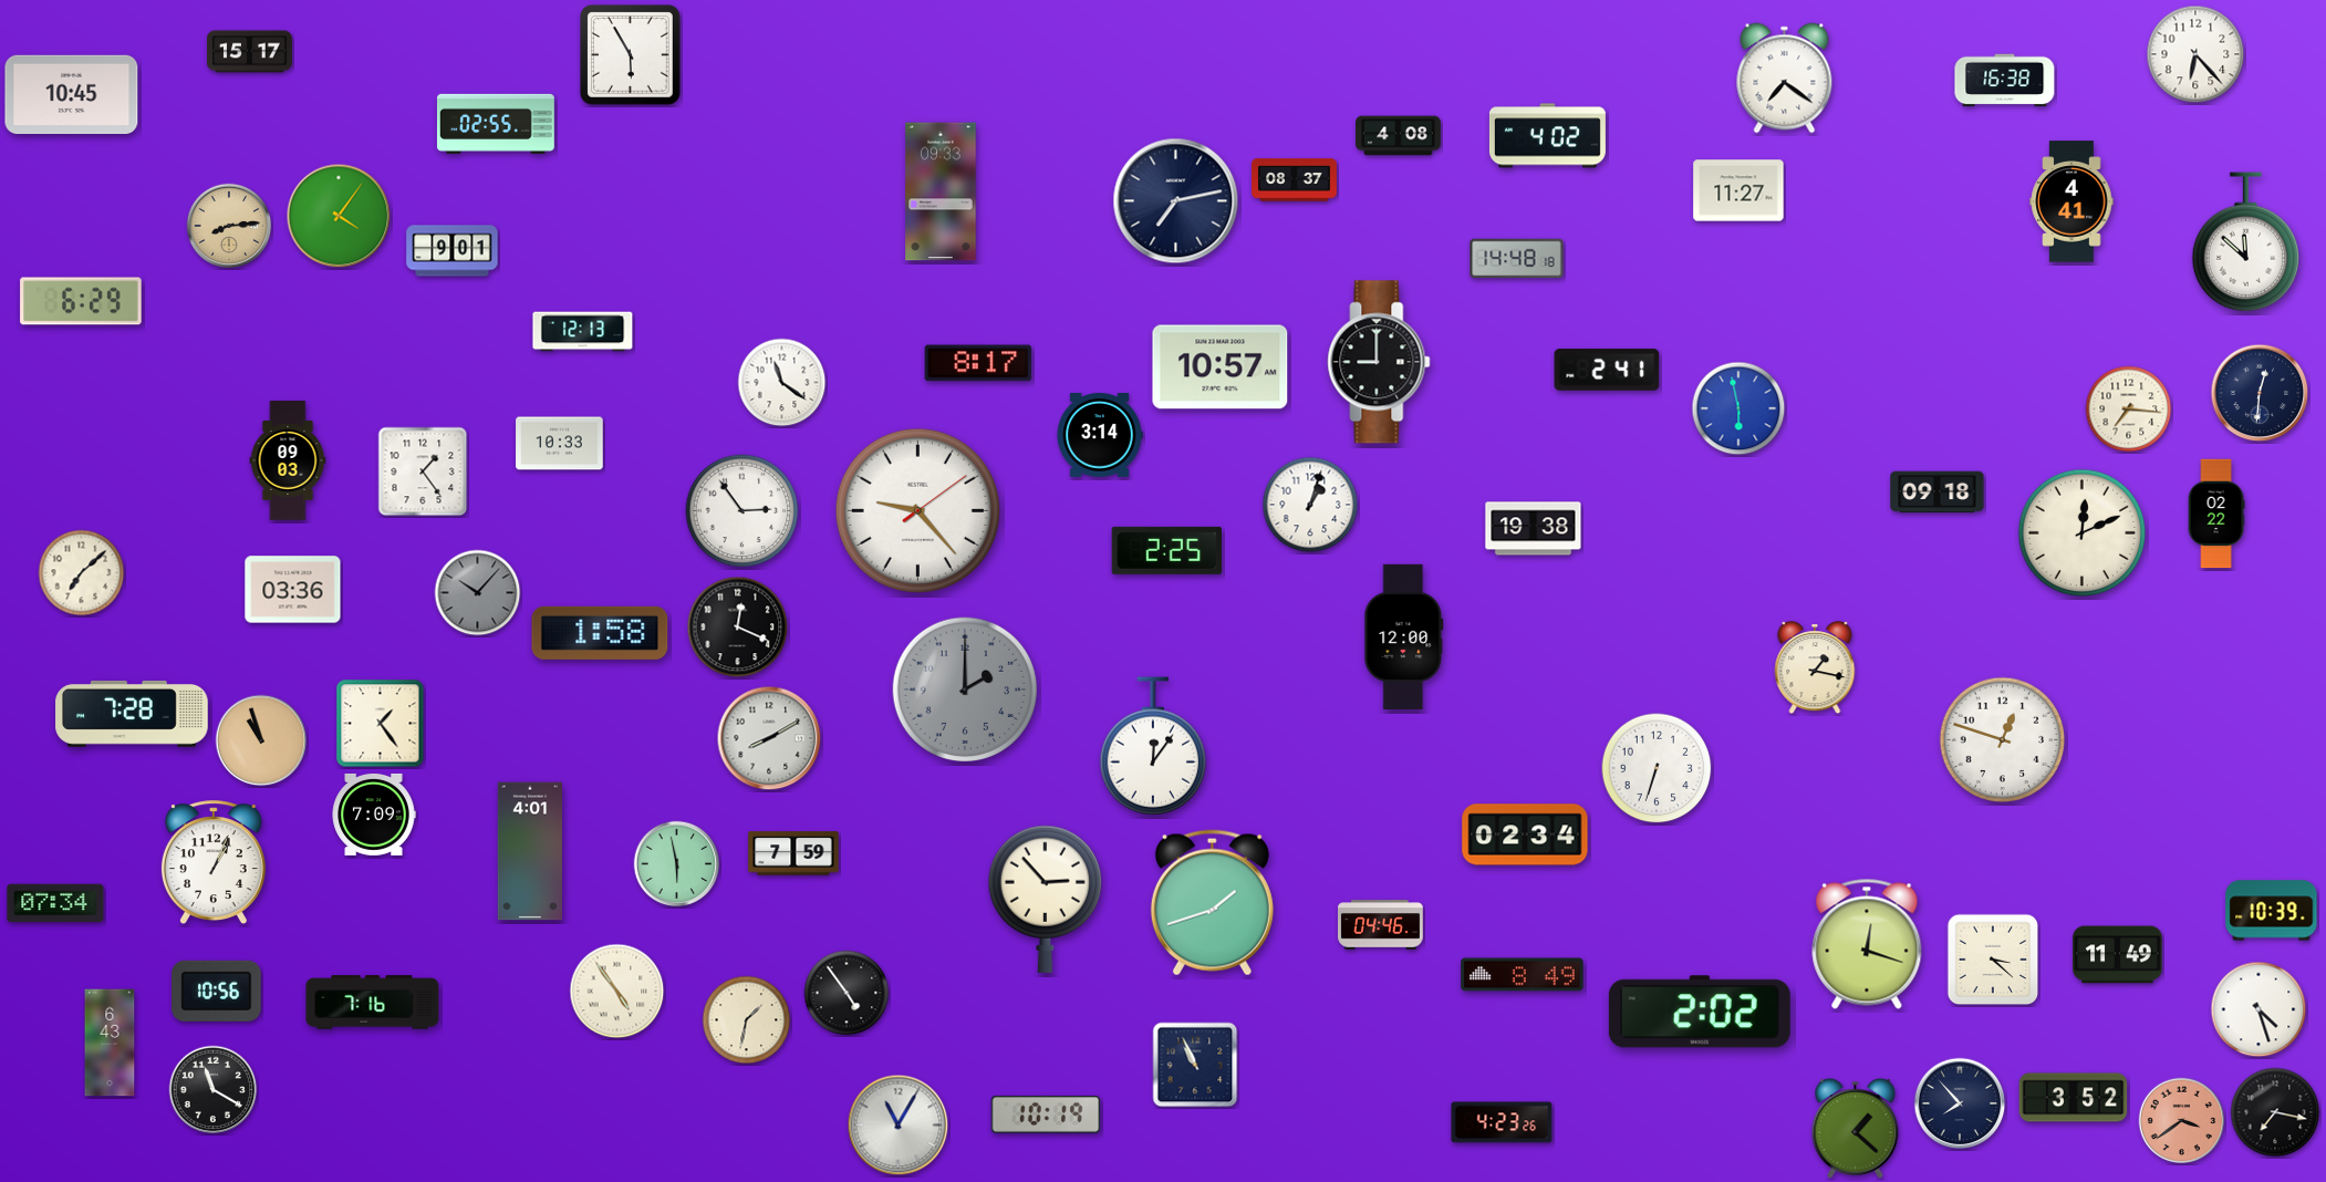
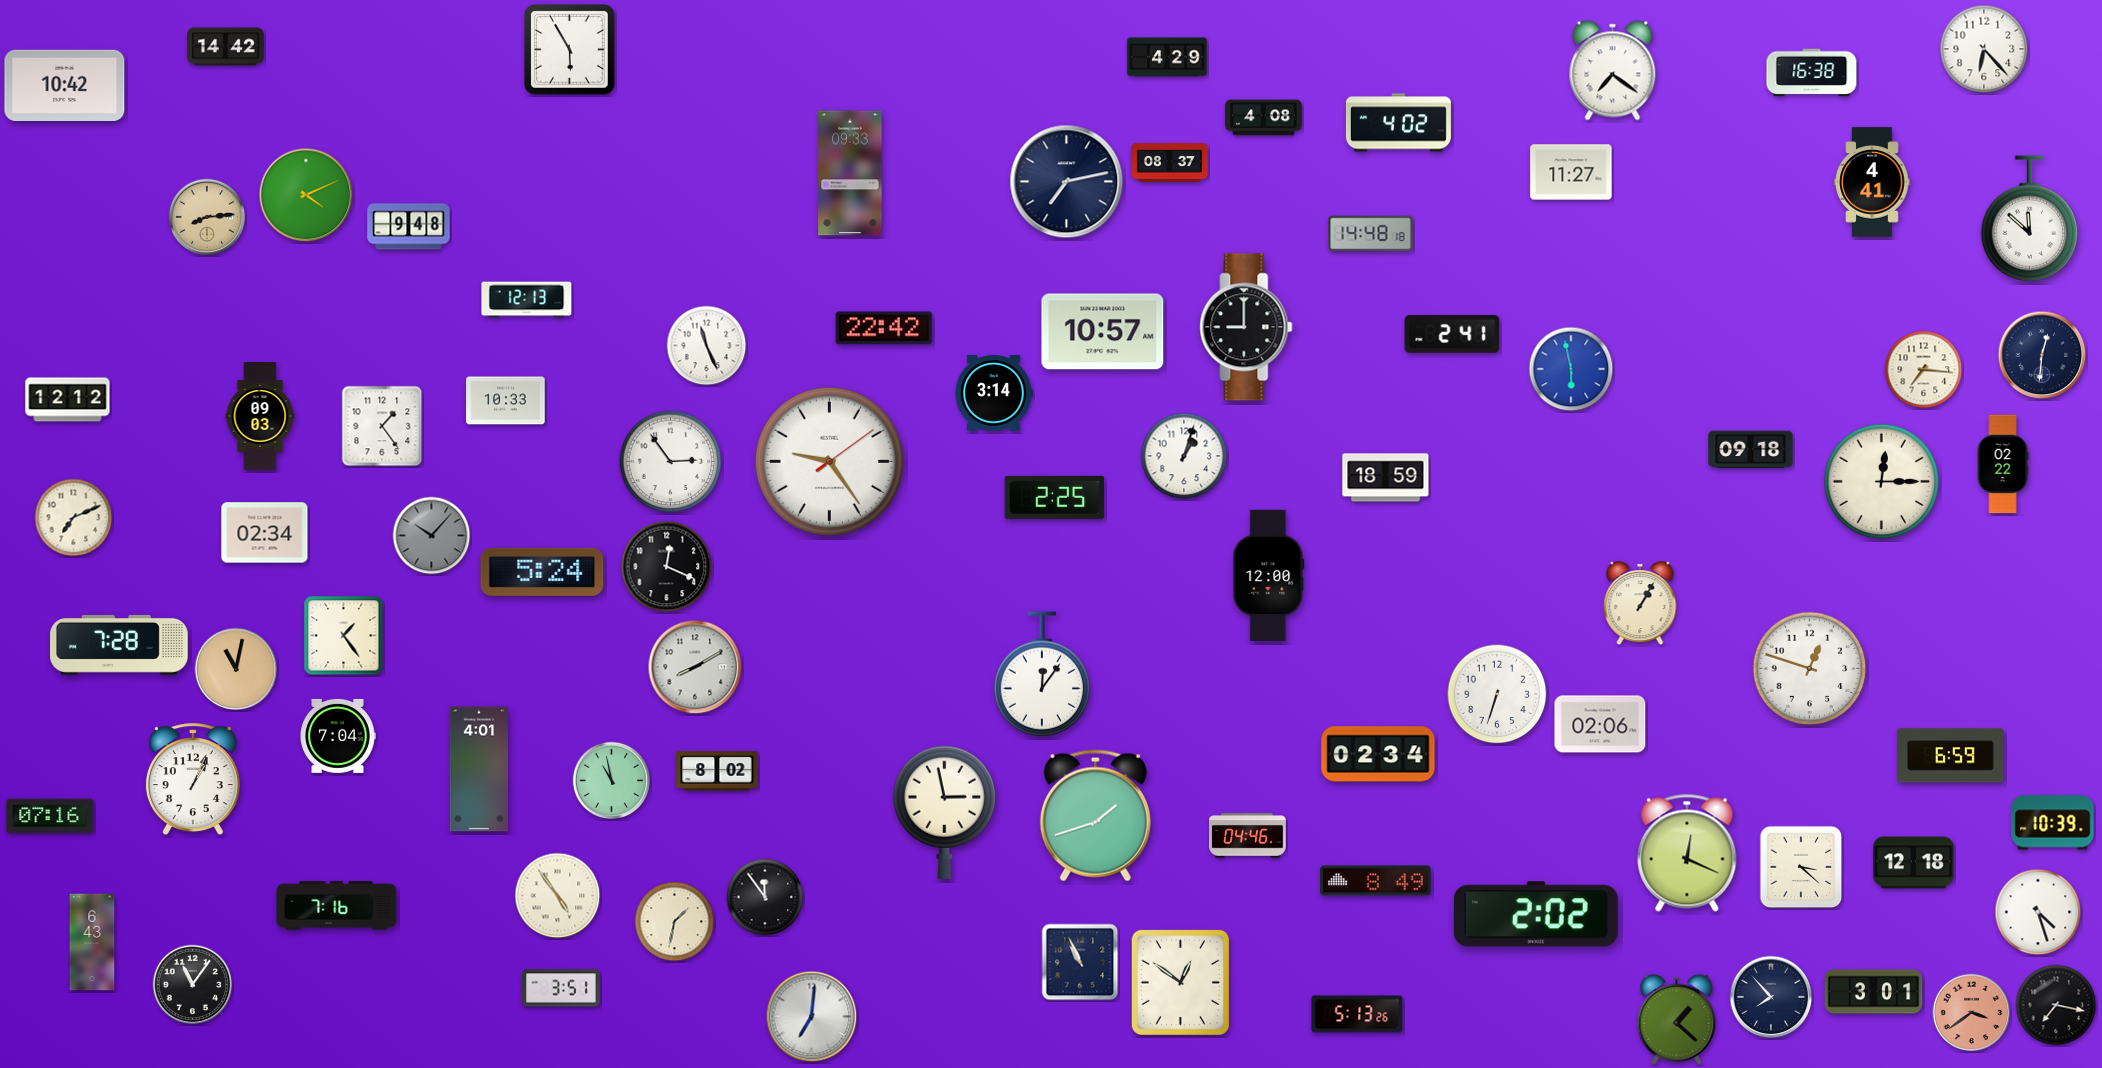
clock at (250, 52): 15:17 -> 14:42
clock at (1167, 57): none -> 4:29
clock at (72, 94): 10:45 -> 10:42
clock at (496, 124): 02:55 -> none
clock at (1399, 136) position: (1399, 136) -> (1264, 118)
clock at (1176, 201) position: (1176, 201) -> (1067, 182)
clock at (339, 216): 4:06 -> 4:11
clock at (229, 226) position: (229, 226) -> (207, 217)
clock at (453, 251): 9:01 -> 9:48
clock at (81, 301): 6:29 -> none
clock at (978, 363): 8:17 -> 22:42
clock at (782, 383): 11:21 -> 11:26
clock at (68, 400): none -> 12:12
clock at (1938, 492) position: (1938, 492) -> (1751, 450)
clock at (917, 510): 9:23 -> 9:24
clock at (1534, 529): 19:38 -> 18:59
clock at (2083, 533): 12:11 -> 12:15
clock at (82, 573): 7:08 -> 7:11
clock at (293, 590): 03:36 -> 02:34
clock at (600, 633): 1:58 -> 5:24
clock at (1815, 668): 1:17 -> 1:05
clock at (964, 688): 2:00 -> none
clock at (381, 724) position: (381, 724) -> (344, 636)
clock at (261, 740): 10:57 -> 11:02
clock at (1600, 724): none -> 02:06
clock at (374, 815): 7:09 -> 7:04
clock at (1950, 756): none -> 6:59
clock at (793, 853): 7:59 -> 8:02
clock at (677, 864): 5:58 -> 10:58
clock at (1045, 899): 2:53 -> 2:58
clock at (55, 903): 07:34 -> 07:16
clock at (1867, 944): 12:18 -> 12:19
clock at (2118, 955): 11:49 -> 12:18
clock at (217, 991): 10:56 -> none
clock at (847, 993): 4:54 -> 11:54
clock at (2258, 1009) position: (2258, 1009) -> (2038, 912)
clock at (110, 1043) position: (110, 1043) -> (92, 942)
clock at (1180, 982): none -> 12:51
clock at (214, 1090): 11:20 -> 11:06
clock at (561, 988): none -> 3:51
clock at (2074, 1098): 3:52 -> 3:01
clock at (1046, 1114): 10:19 -> none
clock at (1502, 1122): 4:23 -> 5:13
clock at (899, 1126): 11:05 -> 7:01
